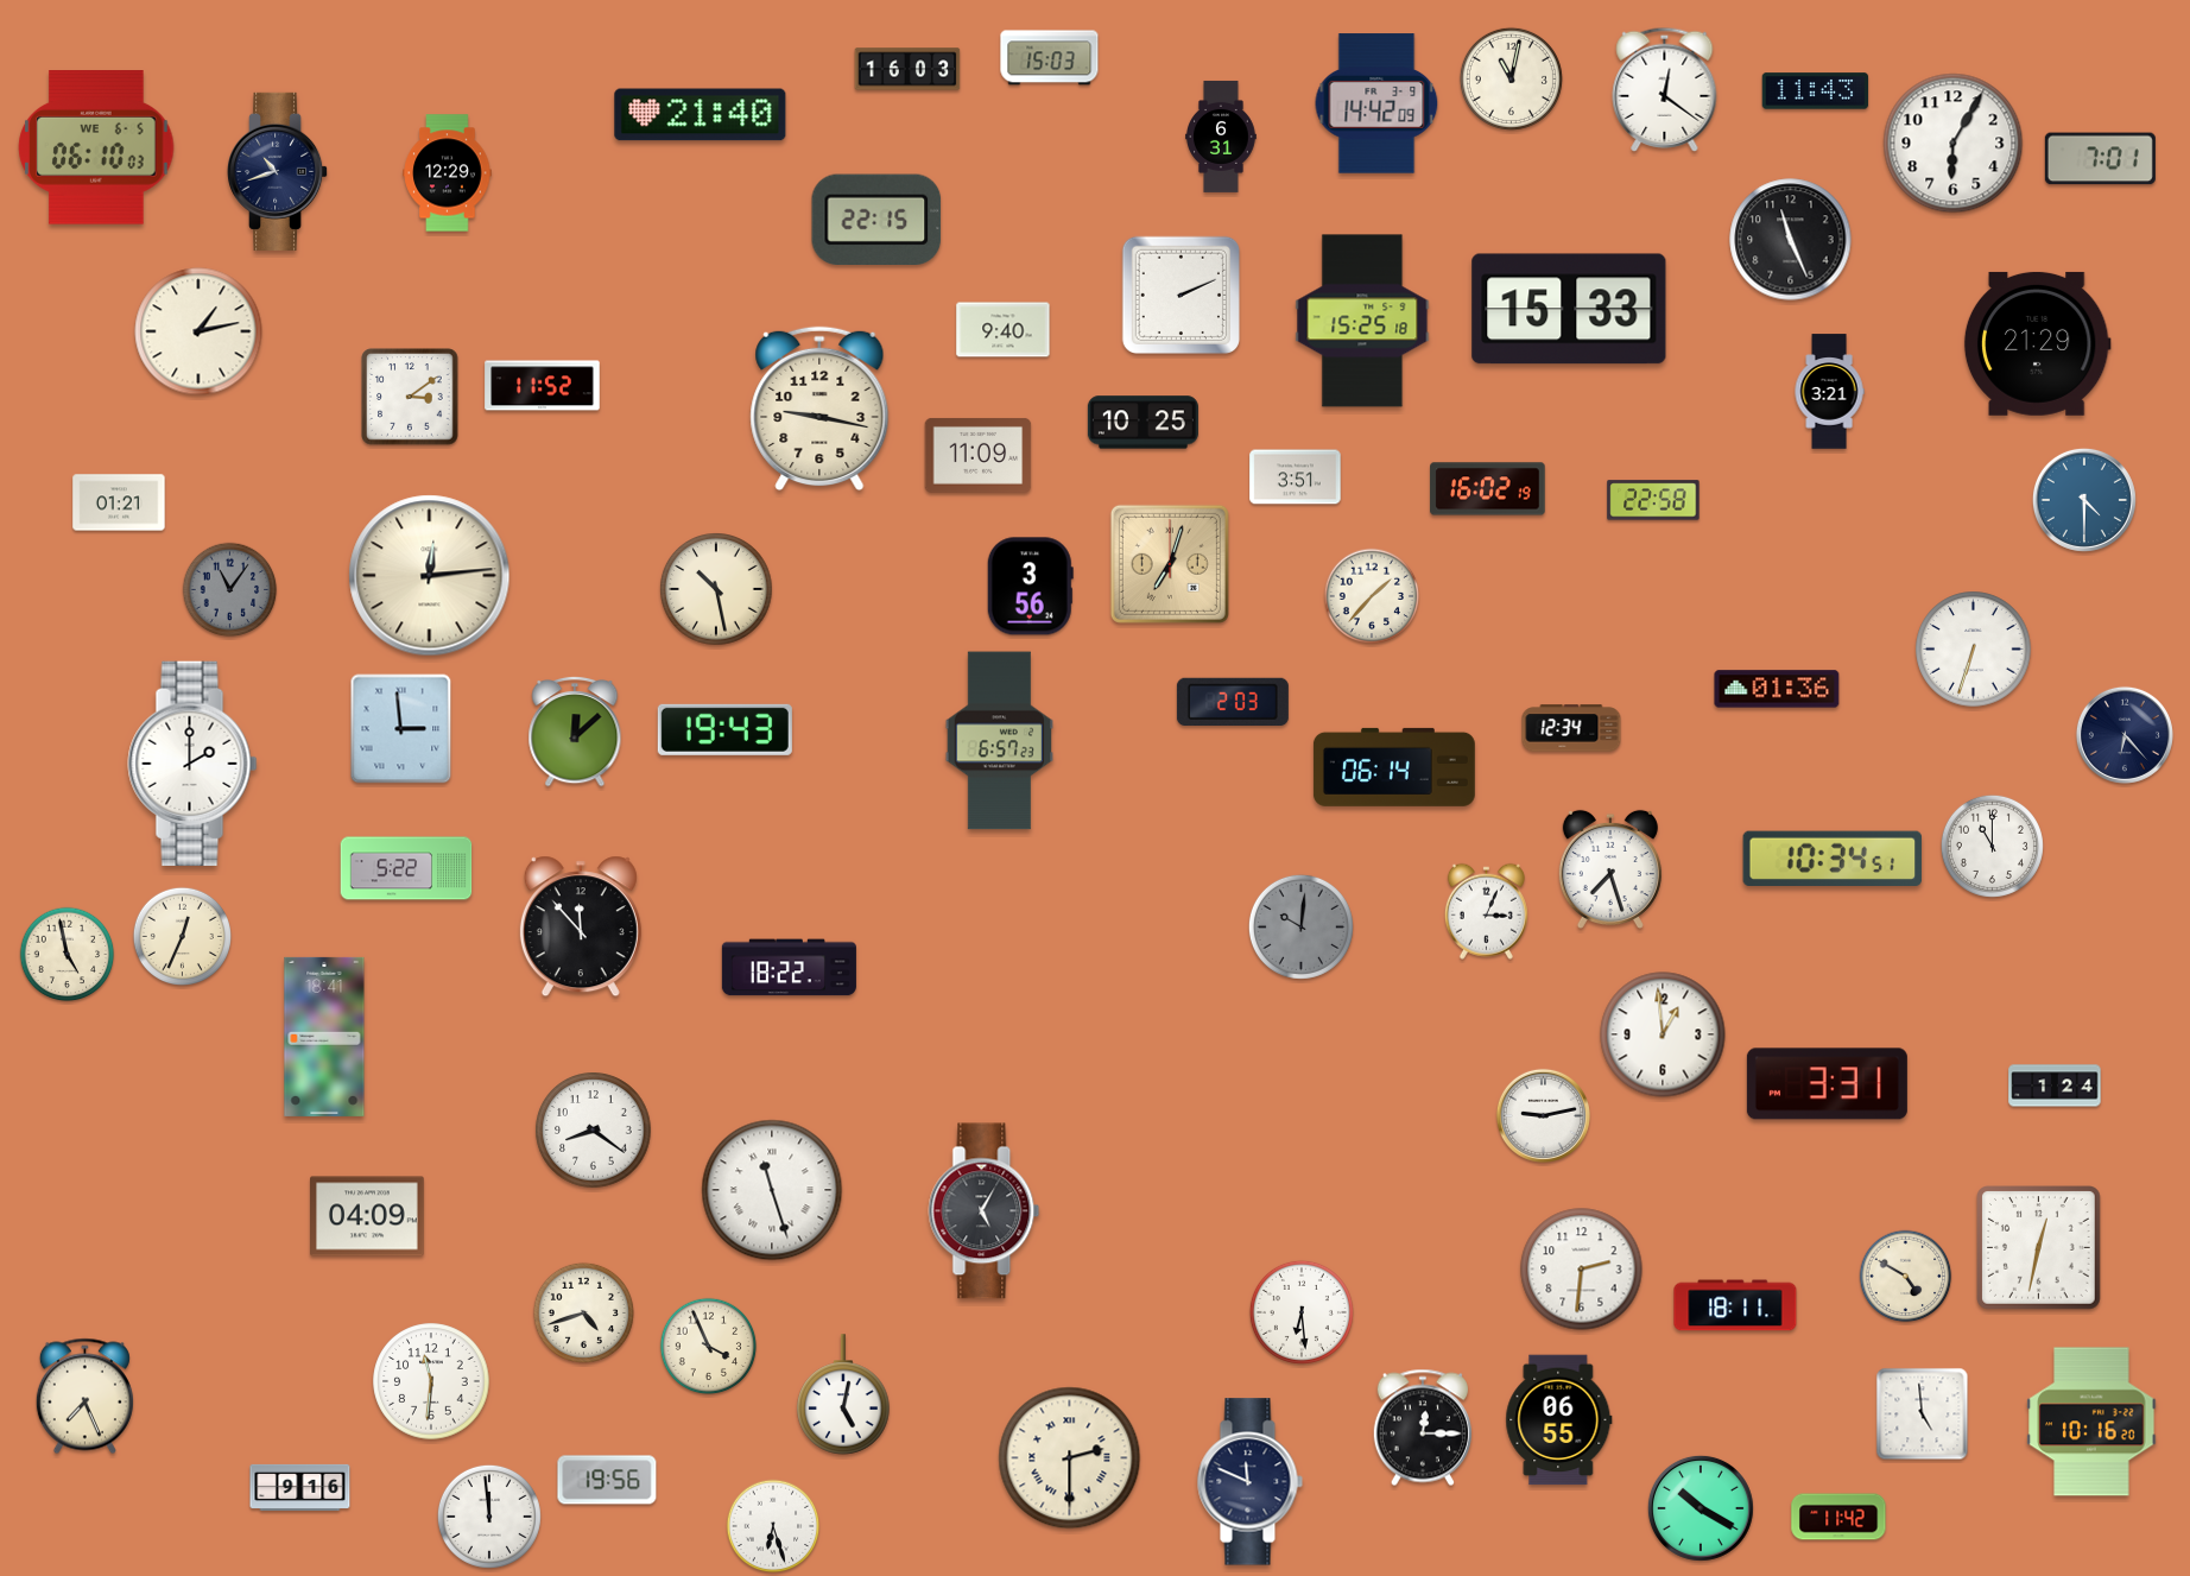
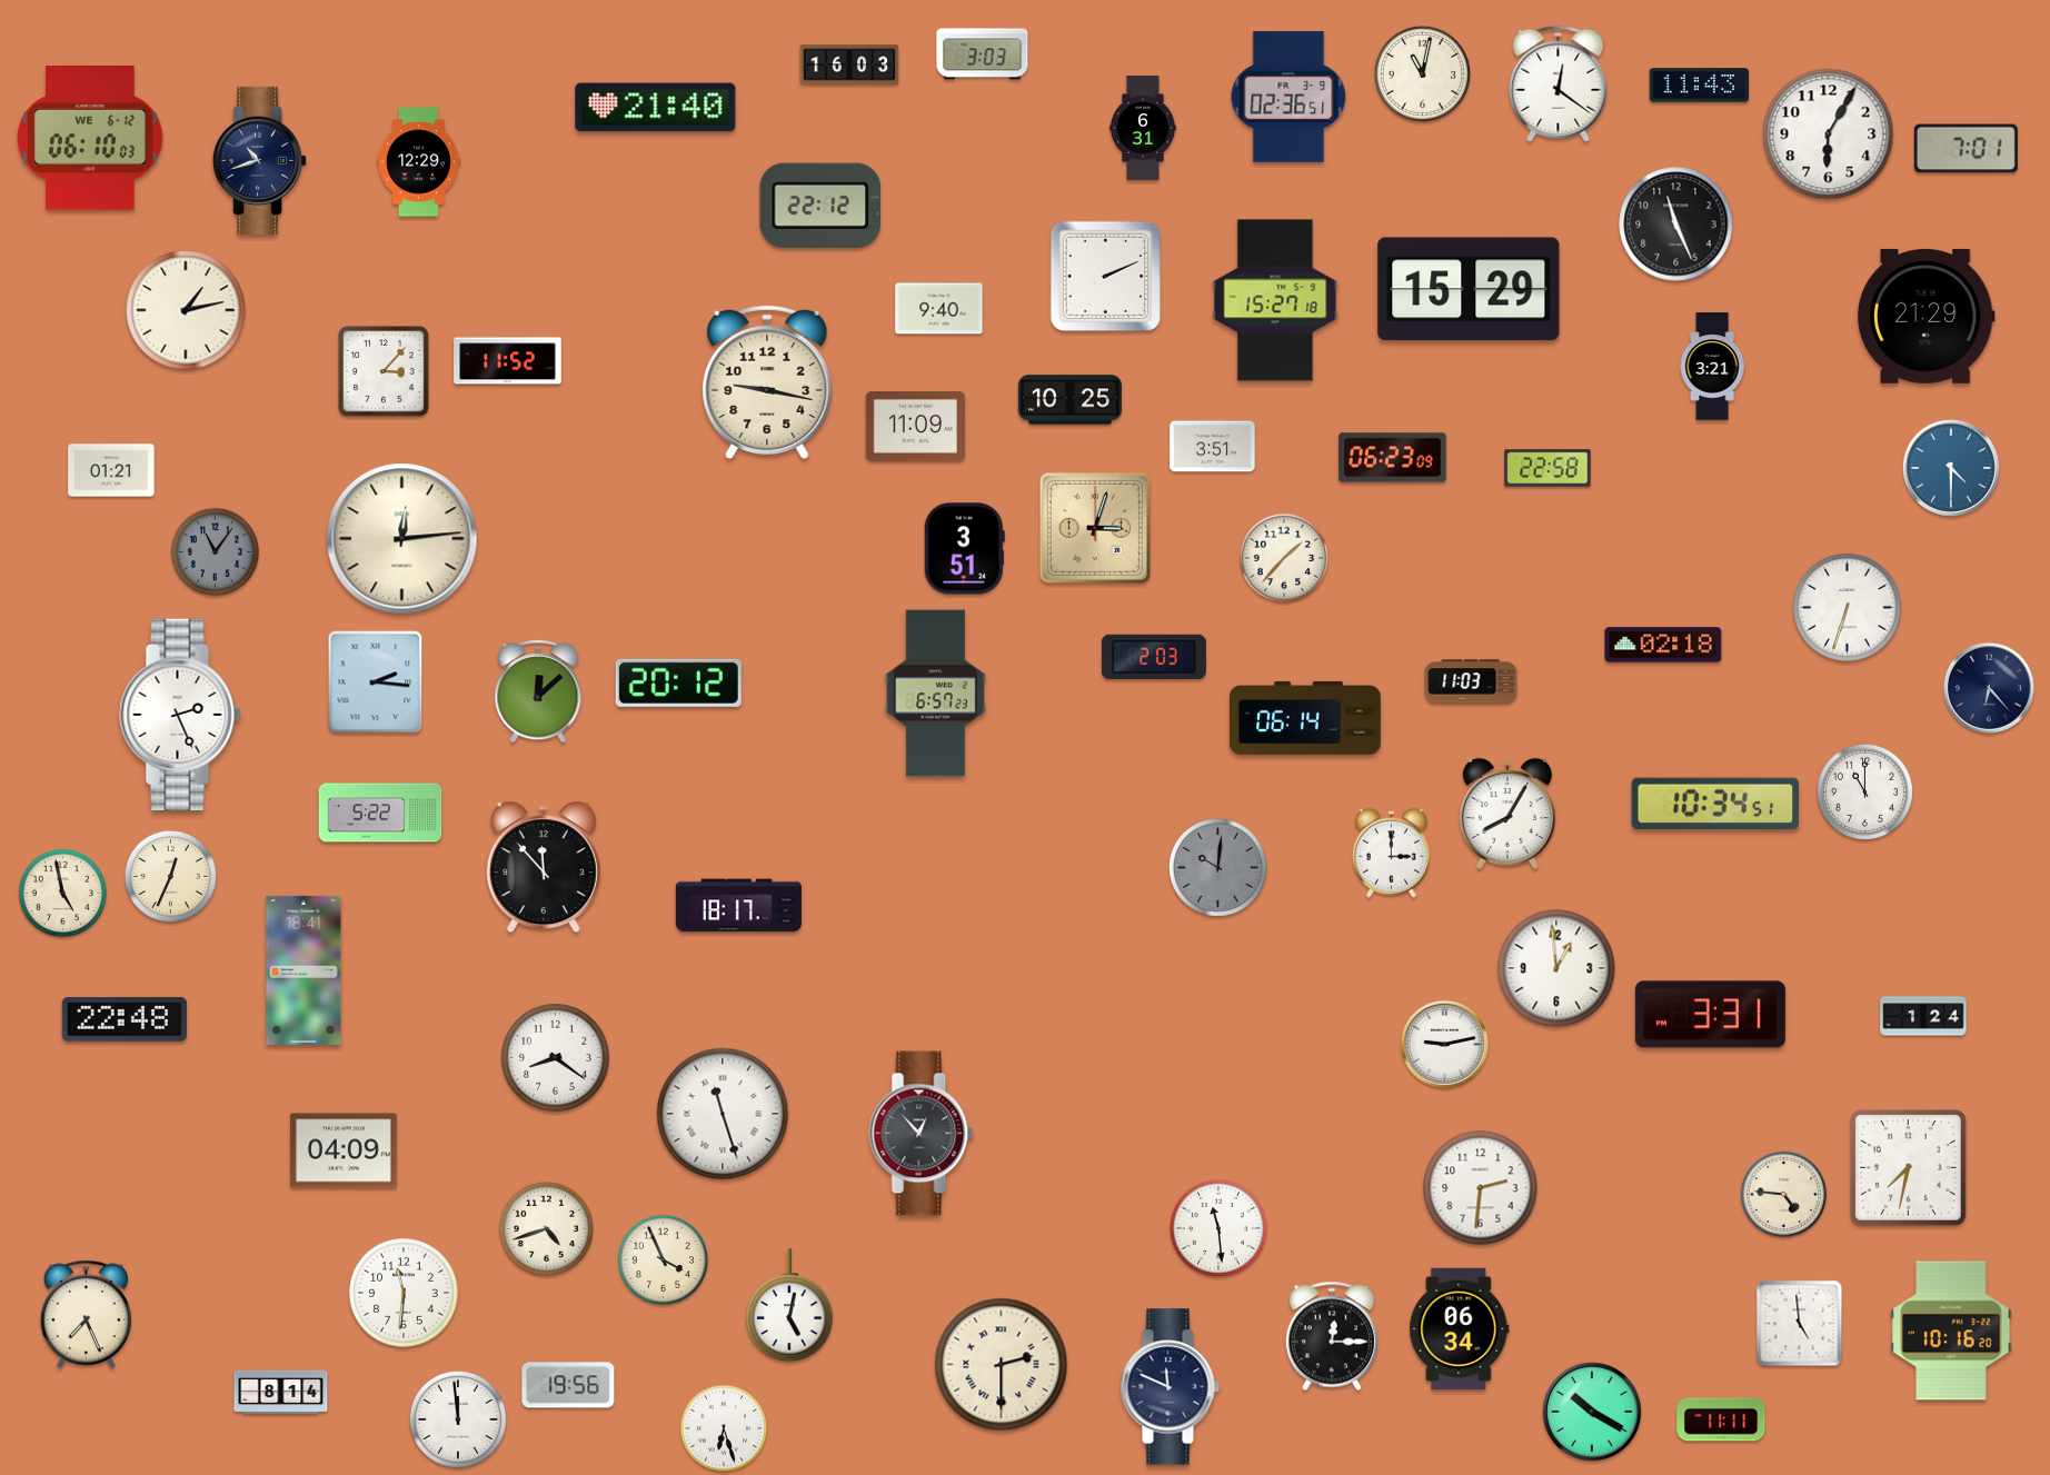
clock at (1050, 58): 15:03 -> 3:03
clock at (1511, 78) position: (1511, 78) -> (1422, 73)
clock at (1376, 103): 14:42 -> 02:36
clock at (96, 147) date: WE 6-5 -> WE 6-12
clock at (876, 219): 22:15 -> 22:12
clock at (1569, 309): 15:33 -> 15:29
clock at (1362, 321): 15:25 -> 15:27
clock at (2037, 343) position: (2037, 343) -> (1925, 316)
clock at (410, 397): 3:09 -> 3:07
clock at (1143, 423) position: (1143, 423) -> (1069, 400)
clock at (1488, 489): 16:02 -> 06:23
clock at (1170, 564): 7:03 -> 3:03
clock at (1030, 587): 3:56 -> 3:51
clock at (716, 589): 10:28 -> none
clock at (1777, 689): 01:36 -> 02:18
clock at (1571, 728): 12:34 -> 11:03
clock at (401, 729): 2:59 -> 2:16
clock at (724, 729): 19:43 -> 20:12
clock at (575, 732) position: (575, 732) -> (538, 691)
clock at (192, 762): 2:00 -> 2:26
clock at (1610, 868): 7:27 -> 8:05
clock at (1486, 911): 3:04 -> 3:00
clock at (789, 968): 18:22 -> 18:17
clock at (125, 1019): none -> 22:48
clock at (985, 1211): 5:05 -> 12:53
clock at (367, 1216) position: (367, 1216) -> (344, 1150)
clock at (2039, 1248): 12:32 -> 7:32
clock at (1906, 1277): 4:50 -> 4:46
clock at (1735, 1305): 18:11 -> none
clock at (1302, 1312): 6:29 -> 11:29
clock at (84, 1397) position: (84, 1397) -> (86, 1315)
clock at (1559, 1420): 06:55 -> 06:34
clock at (2091, 1422) position: (2091, 1422) -> (1951, 1331)
clock at (300, 1487): 9:16 -> 8:14
clock at (1838, 1517): 11:42 -> 11:11
